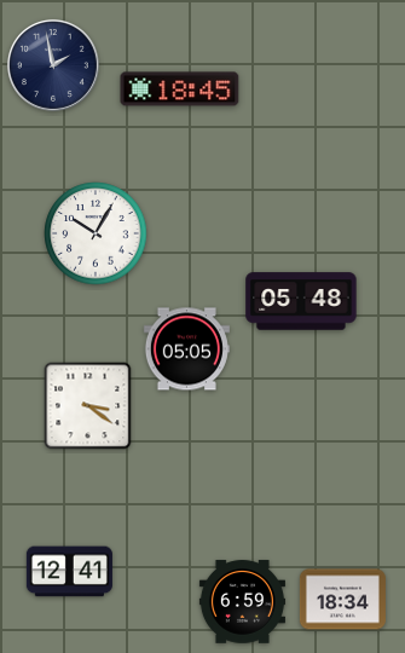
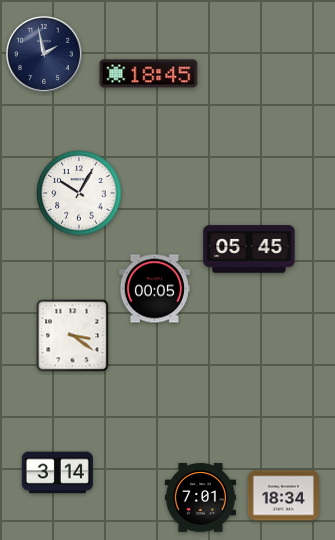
clock at (301, 301): 05:48 -> 05:45
clock at (186, 349): 05:05 -> 00:05
clock at (69, 572): 12:41 -> 3:14
clock at (242, 602): 6:59 -> 7:01
